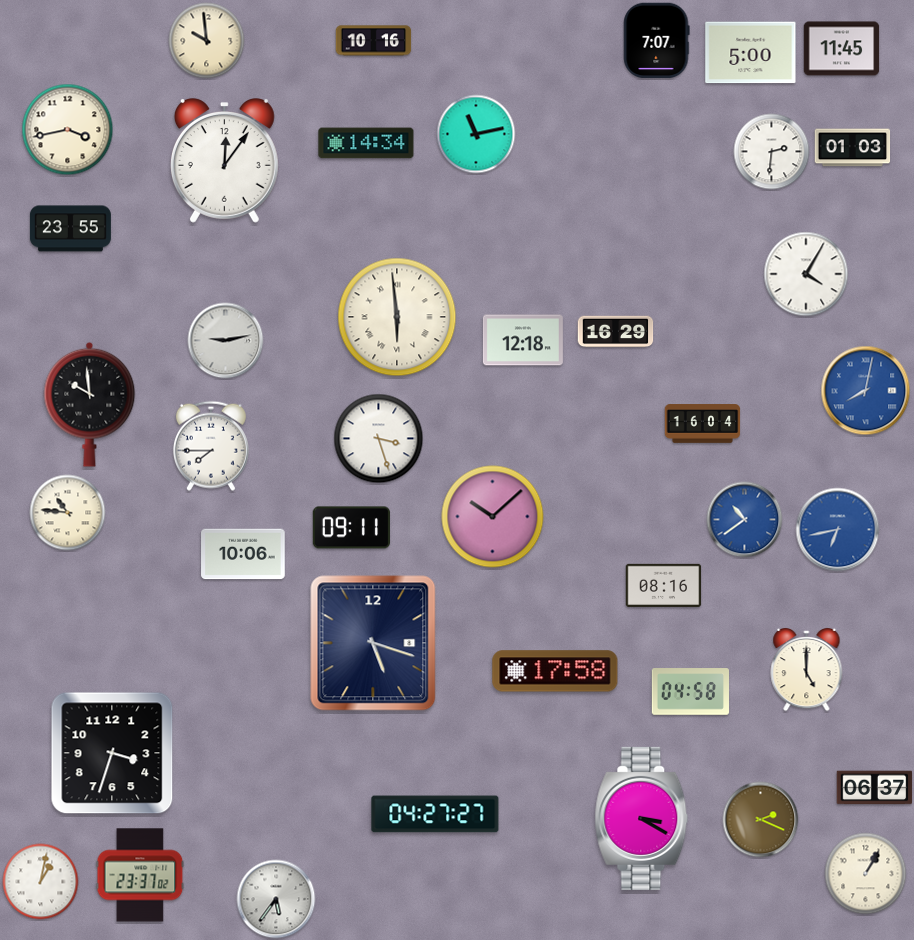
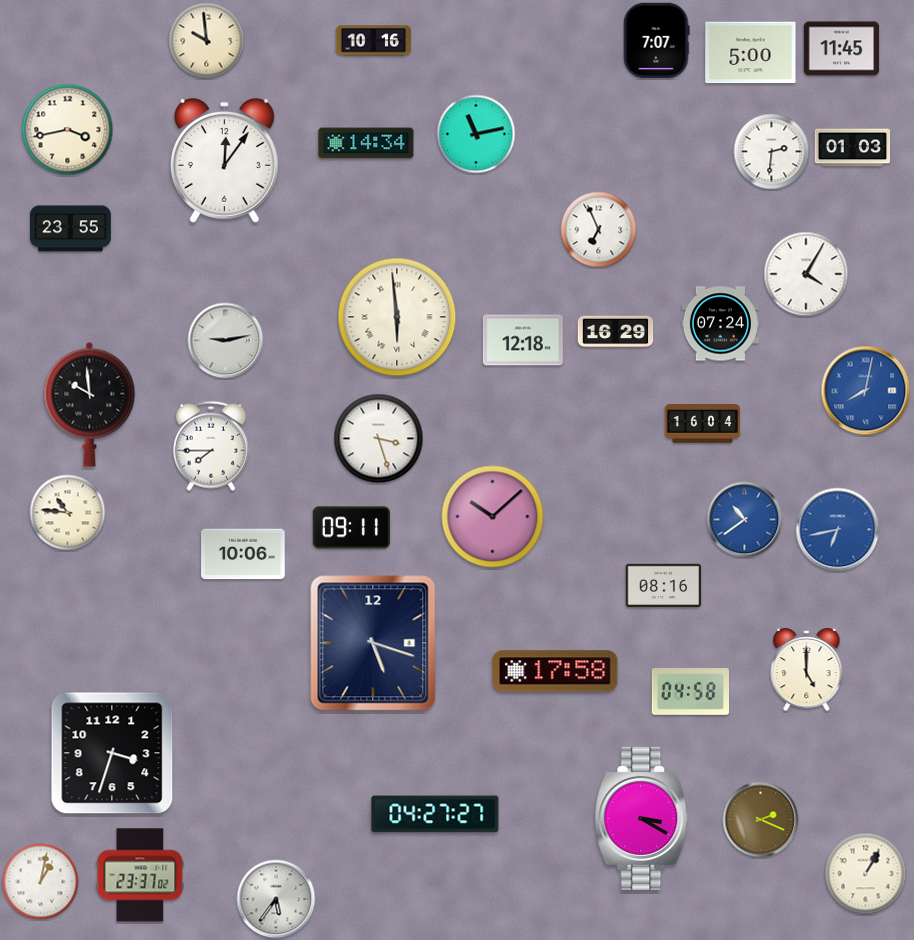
clock at (599, 230): none -> 6:56
clock at (720, 324): none -> 07:24
clock at (875, 788): 06:37 -> none
